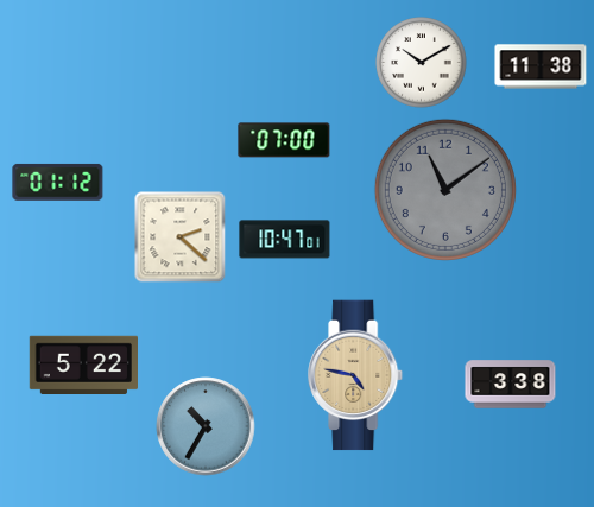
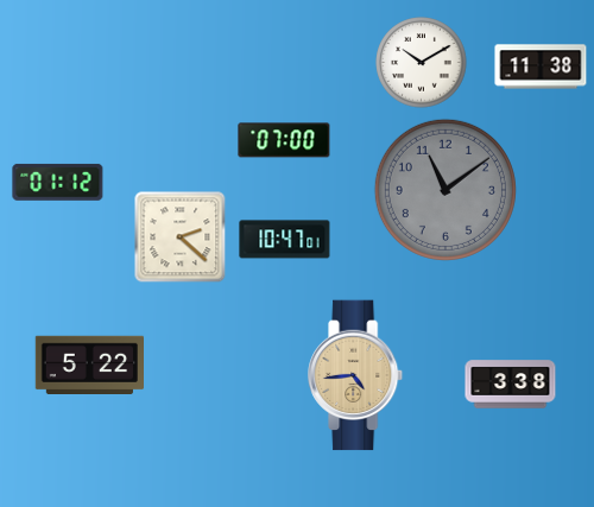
clock at (83, 365) position: (83, 365) -> (89, 365)
clock at (356, 375): 4:47 -> 4:44
clock at (206, 426): 10:35 -> none
